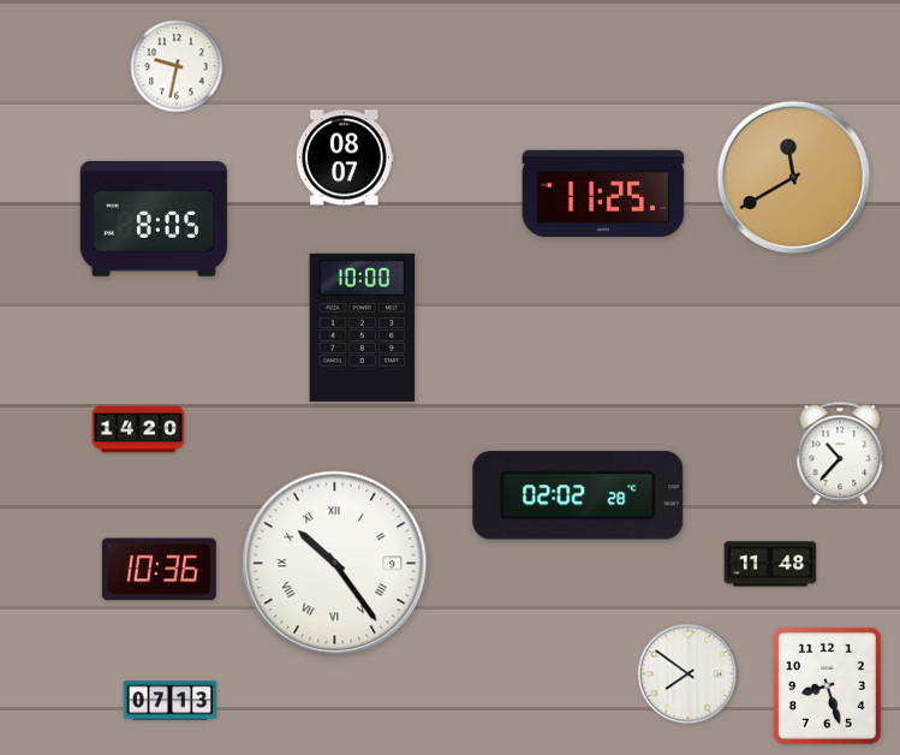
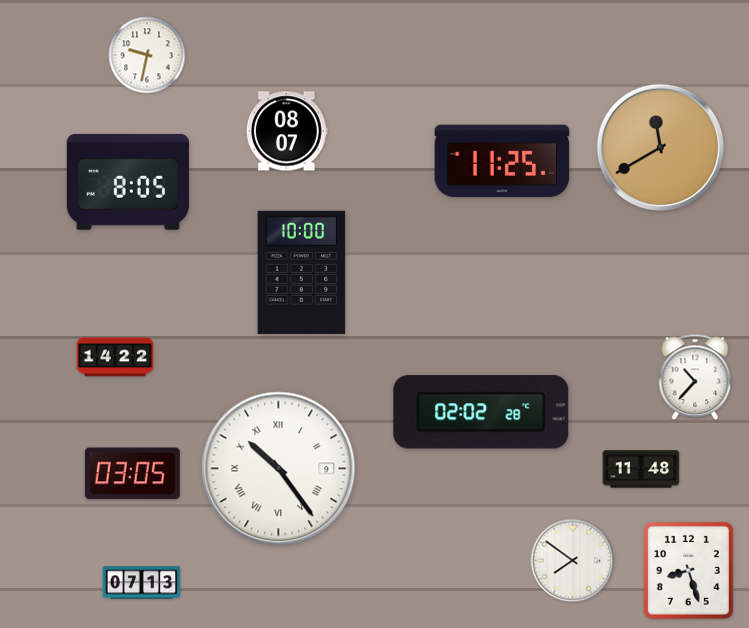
clock at (138, 429): 14:20 -> 14:22
clock at (840, 453) position: (840, 453) -> (695, 377)
clock at (159, 570): 10:36 -> 03:05
